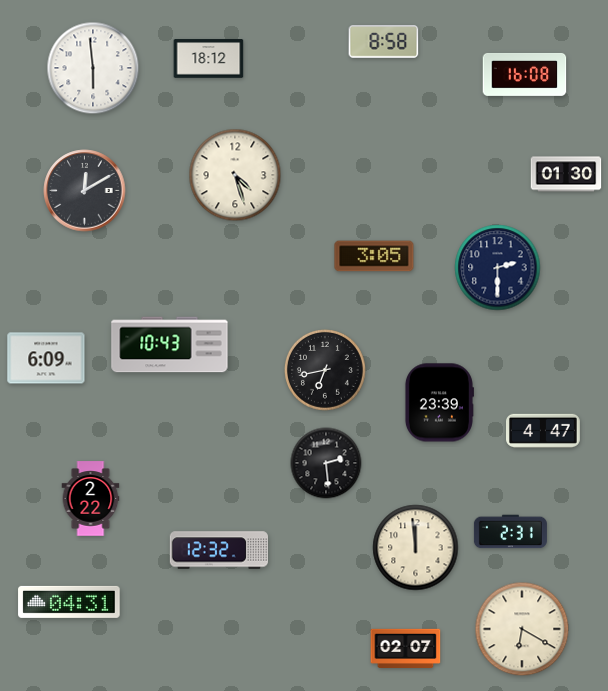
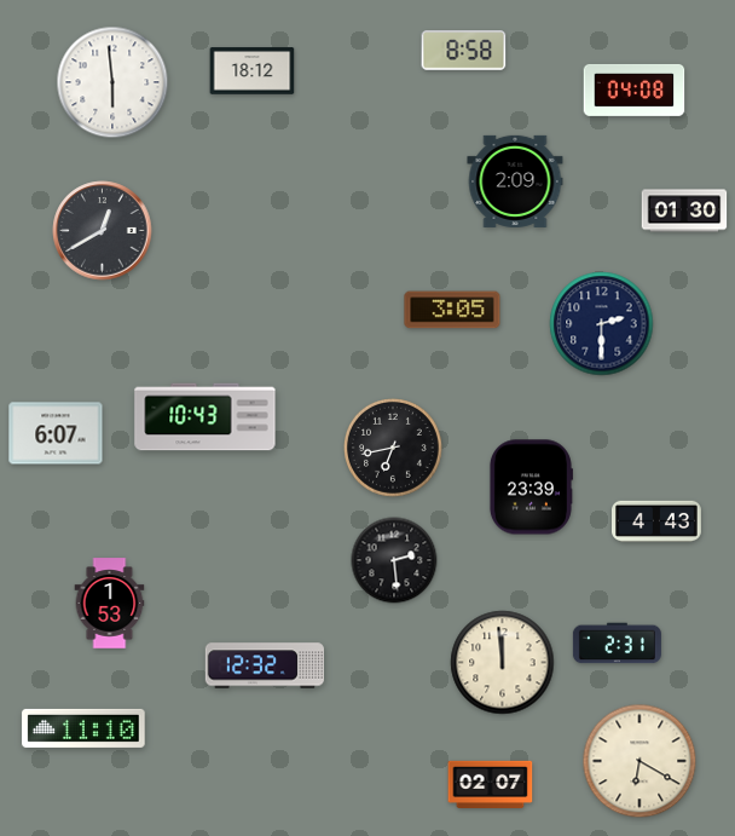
clock at (525, 74): 16:08 -> 04:08
clock at (515, 181): none -> 2:09
clock at (235, 175): 4:27 -> none
clock at (85, 191): 12:10 -> 12:40
clock at (46, 358): 6:09 -> 6:07
clock at (544, 430): 4:47 -> 4:43
clock at (91, 499): 2:22 -> 1:53
clock at (69, 602): 04:31 -> 11:10
clock at (522, 629) position: (522, 629) -> (639, 761)
